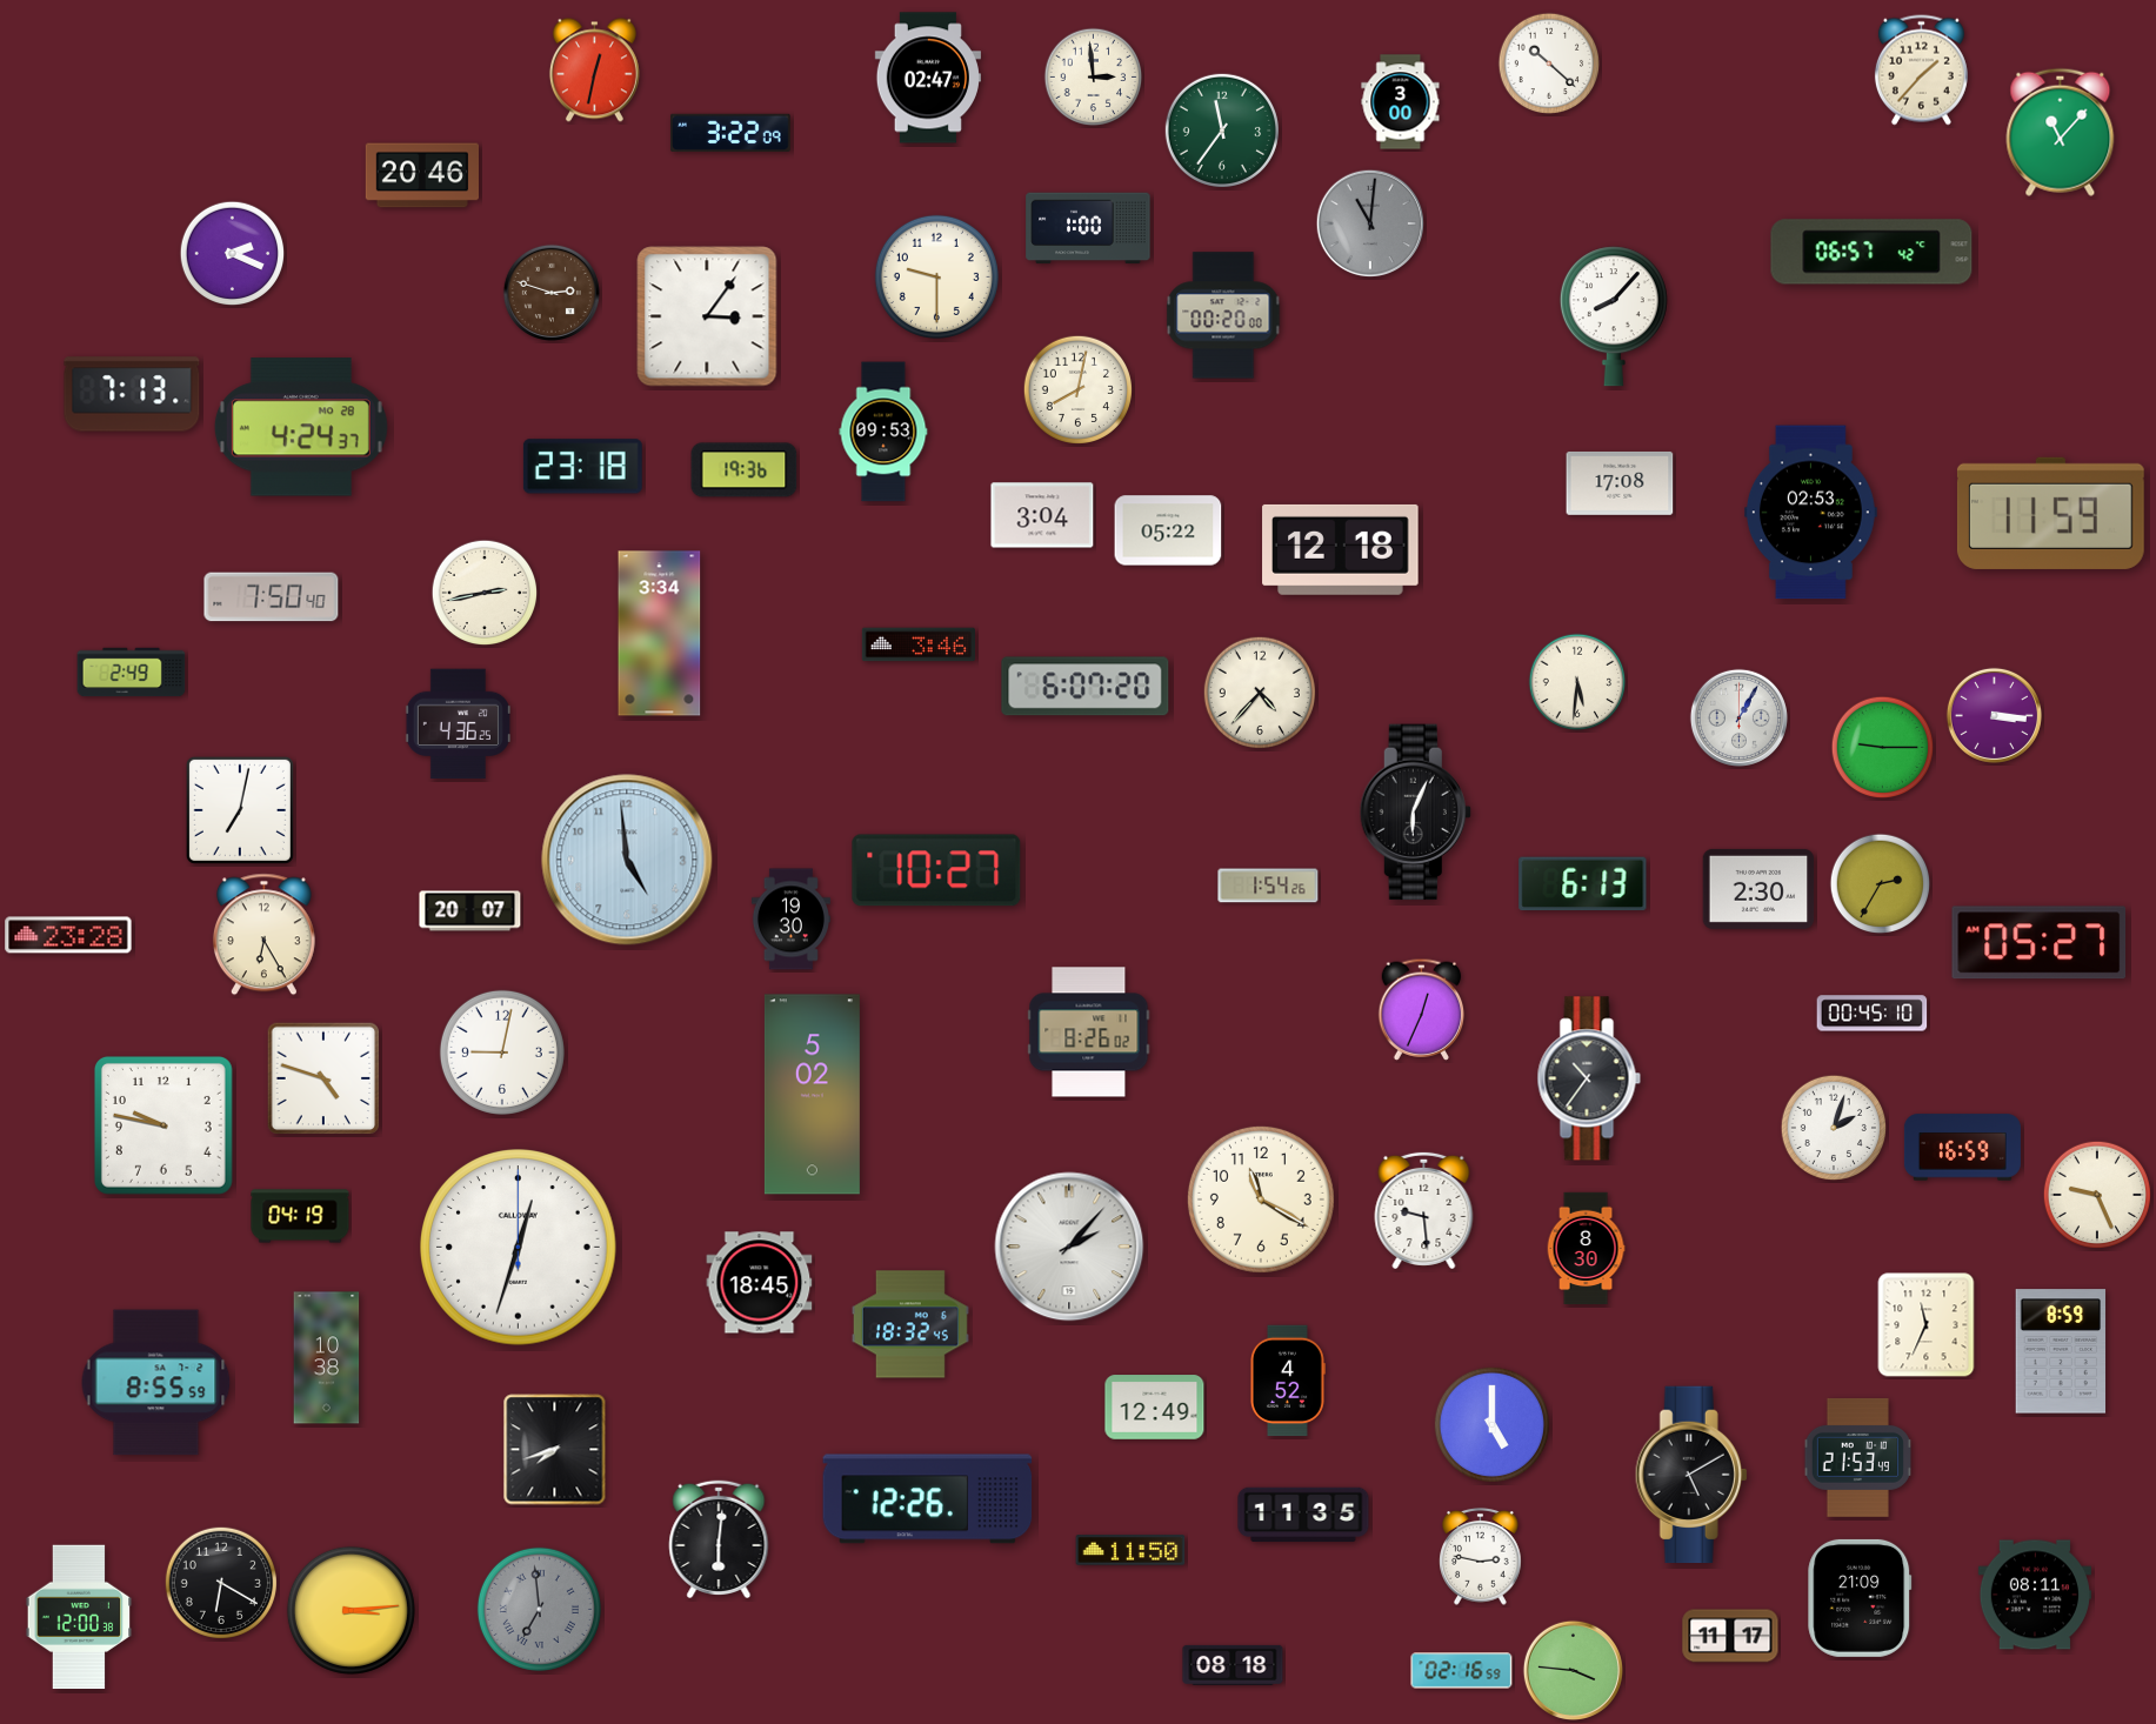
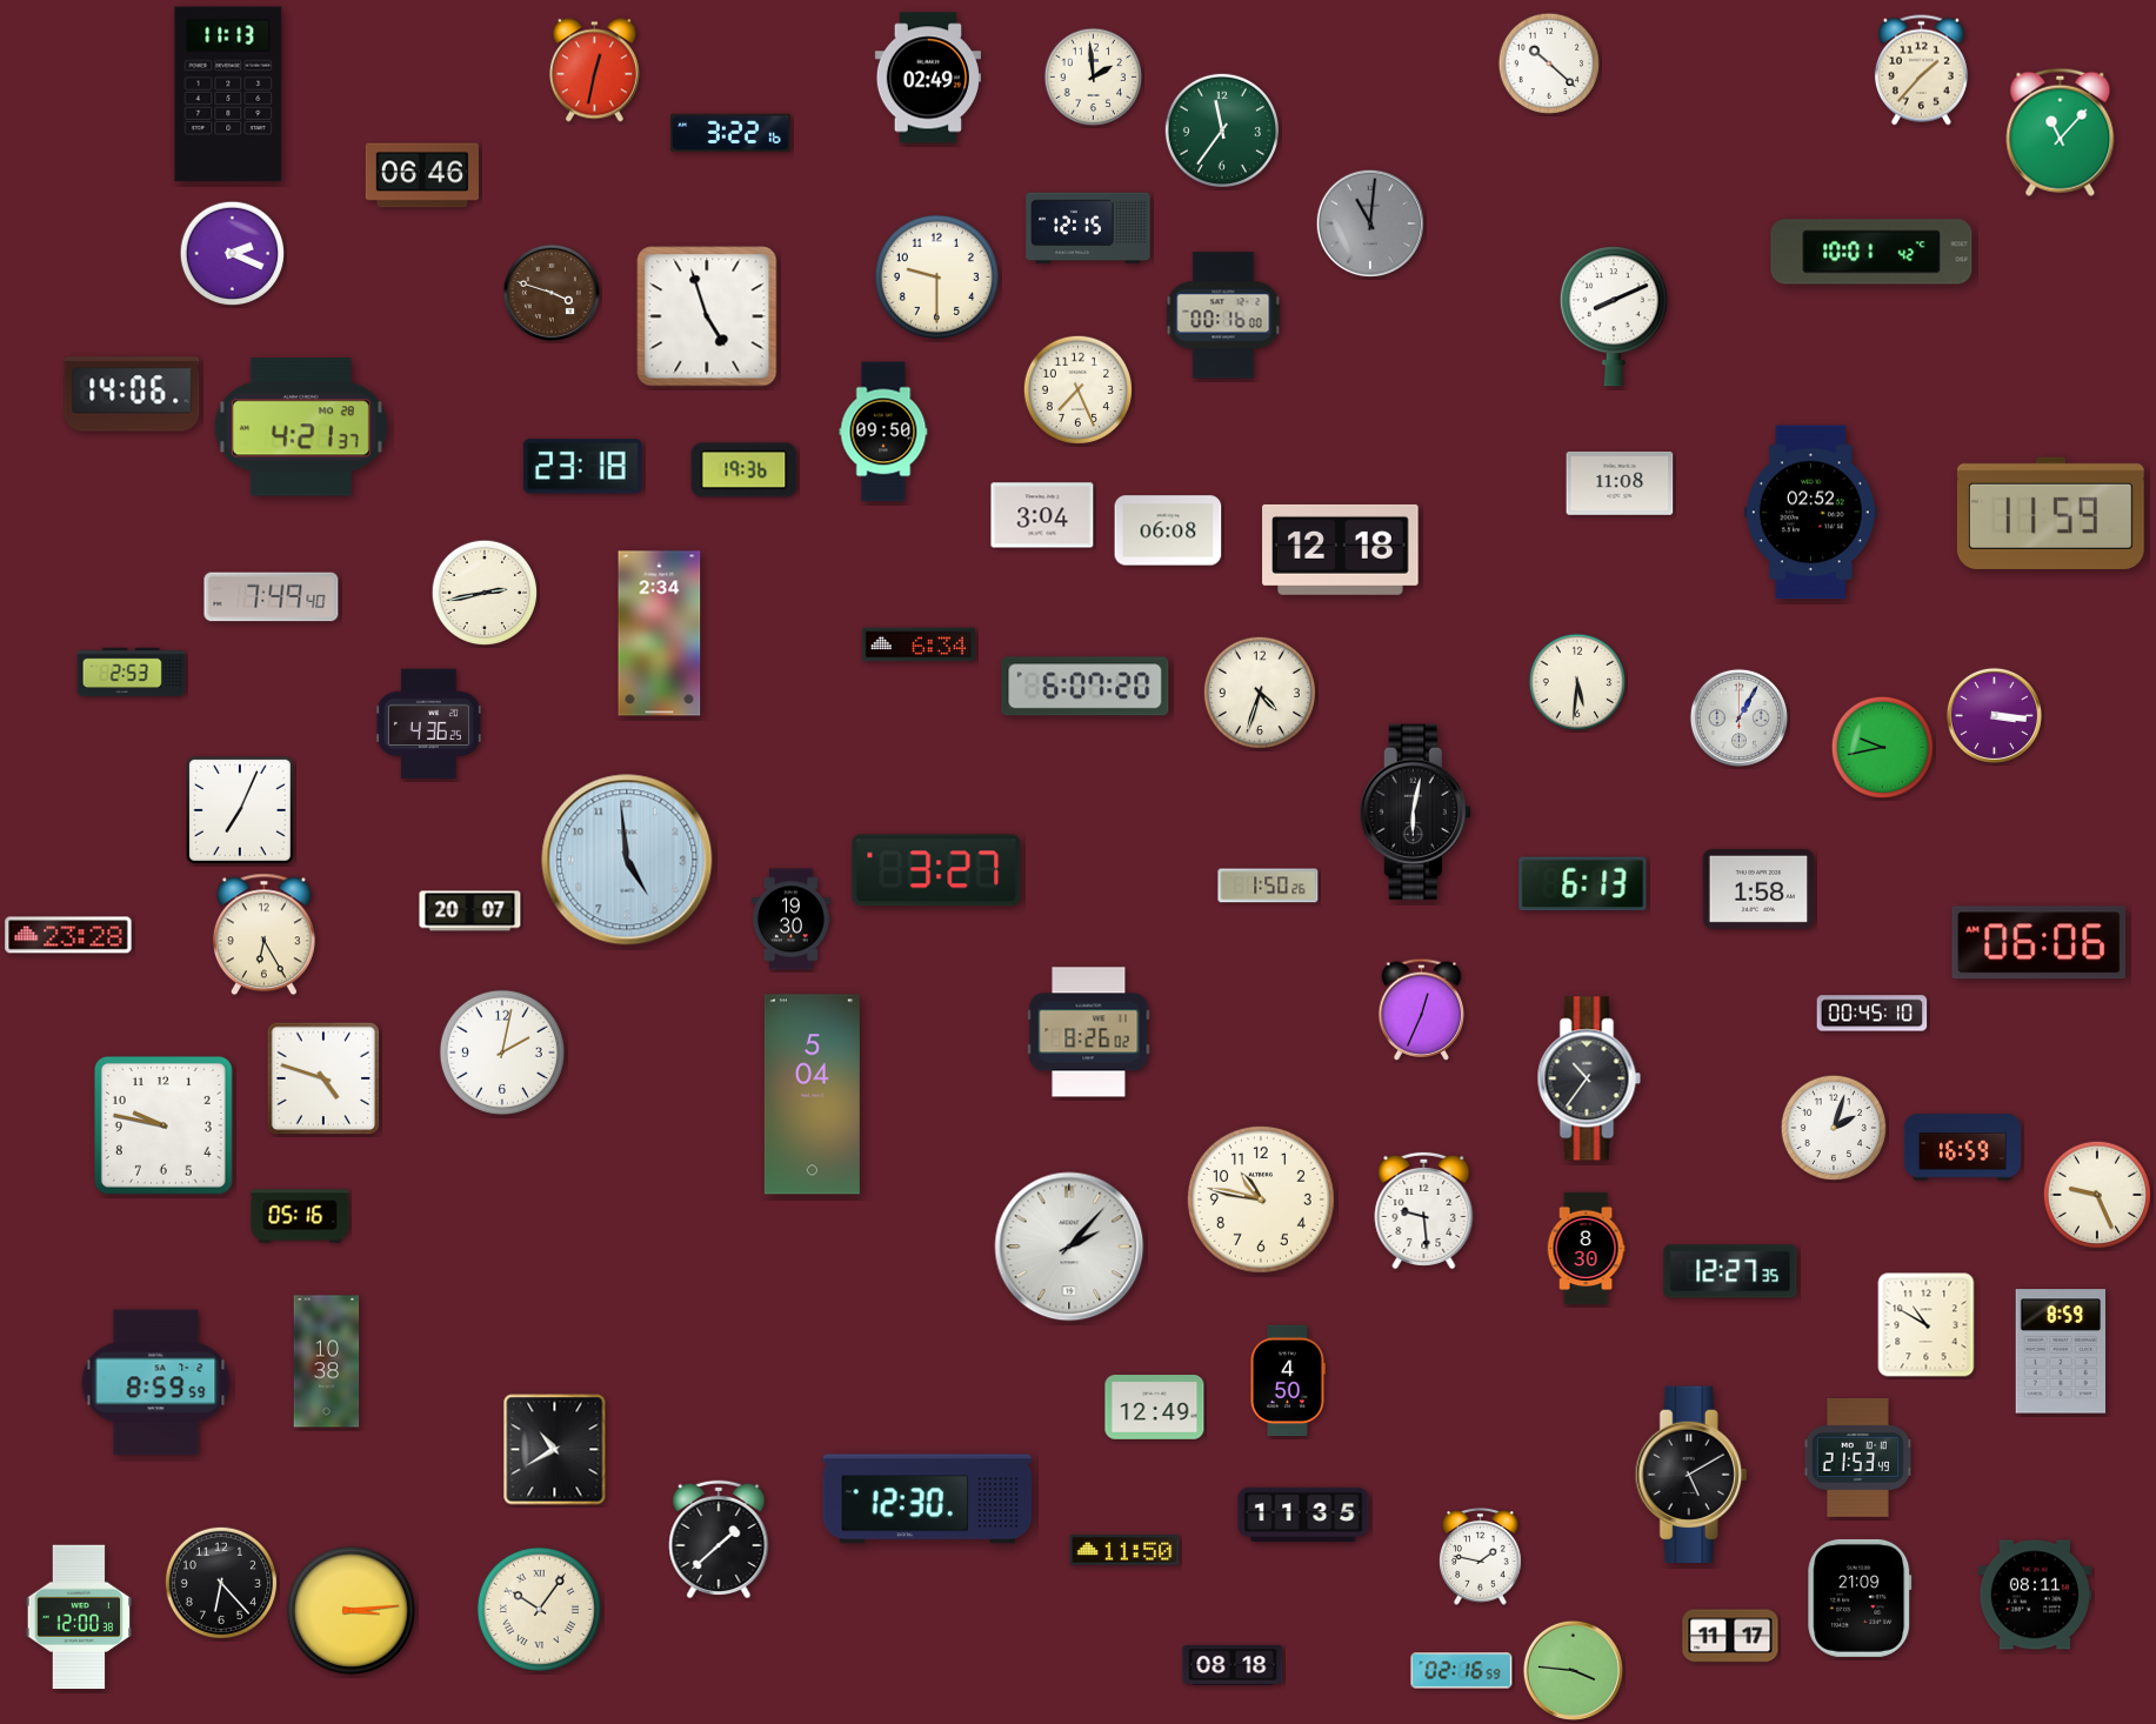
clock at (927, 78): 02:47 -> 02:49
clock at (1094, 78): 2:59 -> 1:59
clock at (228, 94): none -> 11:13
clock at (1401, 102): 3:00 -> none
clock at (730, 133): 3:22:09 -> 3:22:16
clock at (421, 175): 20:46 -> 06:46
clock at (1088, 228): 1:00 -> 12:15
clock at (1871, 252): 06:57 -> 10:01
clock at (552, 293): 2:48 -> 3:48
clock at (1223, 315): 00:20 -> 00:16
clock at (707, 316): 3:06 -> 4:57
clock at (1614, 316): 8:07 -> 8:11
clock at (1077, 389): 8:02 -> 7:26
clock at (132, 394): 7:13 -> 14:06
clock at (301, 427): 4:24 -> 4:21
clock at (883, 432): 09:53 -> 09:50
clock at (1620, 483): 17:08 -> 11:08
clock at (1810, 513): 02:53 -> 02:52
clock at (1168, 530): 05:22 -> 06:08
clock at (272, 597): 7:50 -> 7:49
clock at (660, 634): 3:34 -> 2:34
clock at (917, 644): 3:46 -> 6:34
clock at (132, 673): 2:49 -> 2:53
clock at (1259, 691): 4:37 -> 4:33
clock at (458, 724) position: (458, 724) -> (428, 724)
clock at (1883, 748): 9:15 -> 9:43
clock at (240, 810): 7:02 -> 7:04
clock at (1415, 813): 6:04 -> 6:02
clock at (936, 870): 10:27 -> 3:27
clock at (1881, 884): 2:35 -> none
clock at (1268, 886): 1:54 -> 1:50
clock at (1758, 889): 2:30 -> 1:58
clock at (2040, 943): 05:27 -> 06:06
clock at (502, 1053): 9:02 -> 2:02
clock at (812, 1095): 5:02 -> 5:04
clock at (1261, 1200): 11:20 -> 10:47
clock at (300, 1216): 04:19 -> 05:16
clock at (519, 1248): 12:33 -> none
clock at (1730, 1271): none -> 12:27
clock at (760, 1283): 18:45 -> none
clock at (910, 1324): 18:32 -> none
clock at (1927, 1325): 11:34 -> 10:50
clock at (327, 1358) position: (327, 1358) -> (327, 1362)
clock at (1287, 1381): 4:52 -> 4:50
clock at (156, 1383): 8:55 -> 8:59
clock at (1491, 1424): 5:00 -> none
clock at (555, 1450): 7:42 -> 10:40
clock at (928, 1499): 12:26 -> 12:30
clock at (719, 1538): 6:01 -> 1:38
clock at (1130, 1550) position: (1130, 1550) -> (1124, 1550)
clock at (1481, 1556): 2:47 -> 1:47
clock at (220, 1582): 6:20 -> 6:23
clock at (539, 1609): 6:59 -> 10:06
clock at (539, 1609) dial: grey -> cream
